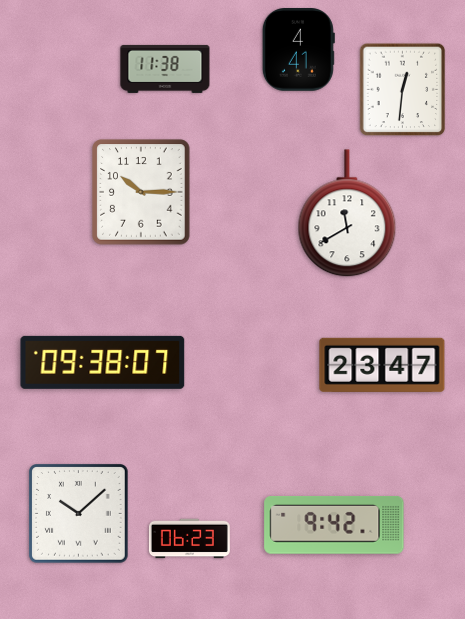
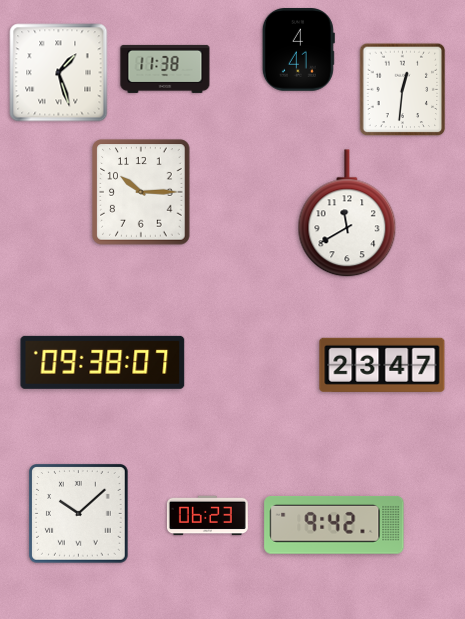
clock at (59, 73): none -> 1:27
clock at (189, 539) position: (189, 539) -> (207, 516)
